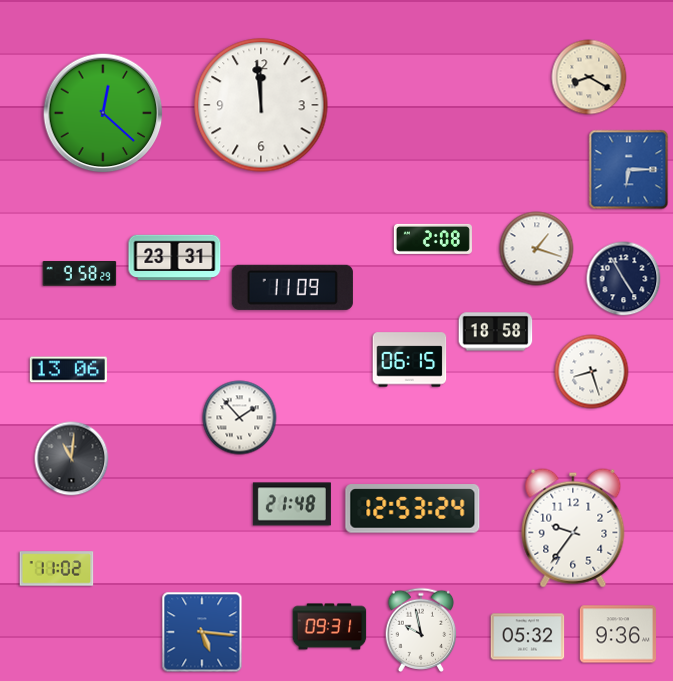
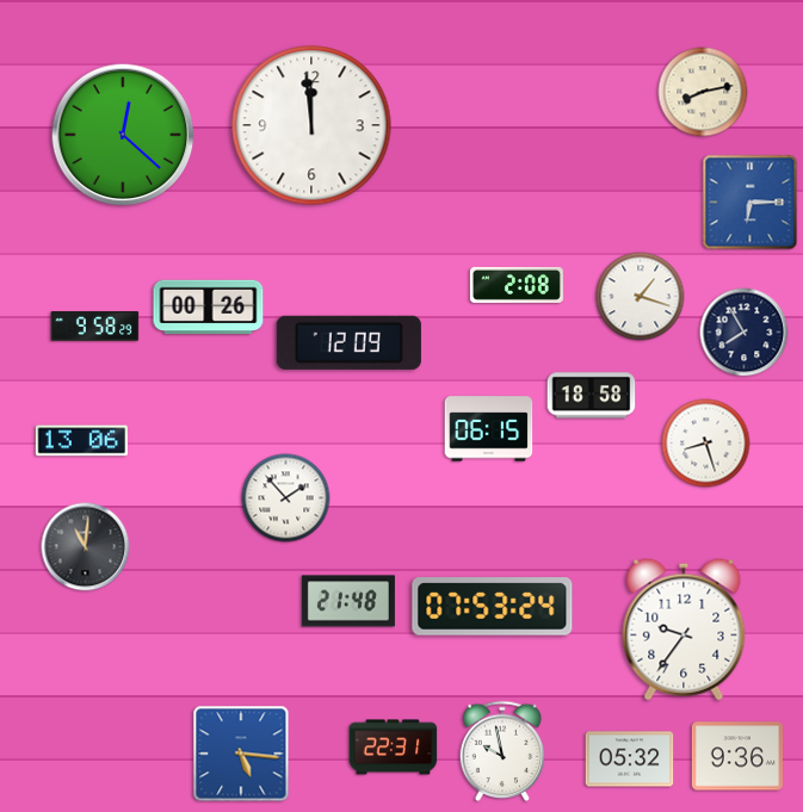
clock at (589, 77): 8:20 -> 8:13
clock at (175, 258): 23:31 -> 00:26
clock at (624, 279): 4:55 -> 7:55
clock at (292, 287): 11:09 -> 12:09
clock at (413, 509): 12:53 -> 07:53
clock at (57, 569): 11:02 -> none
clock at (330, 627): 09:31 -> 22:31
